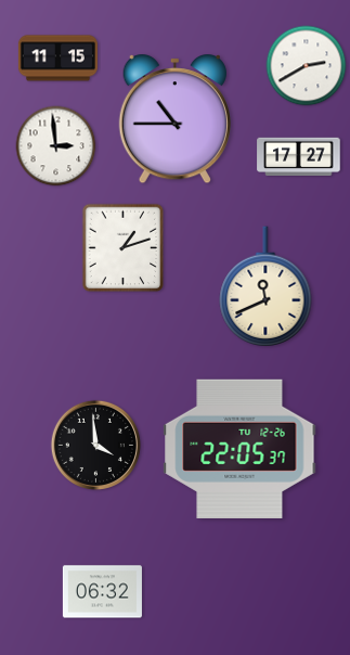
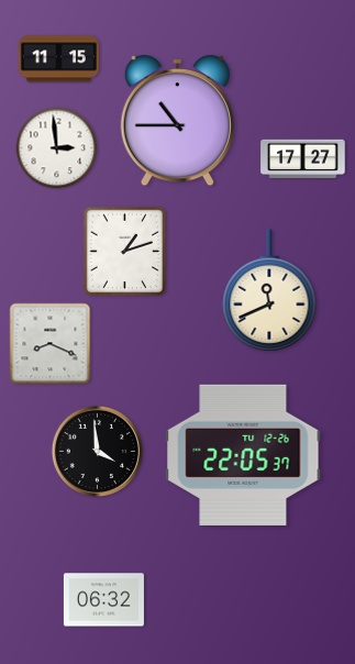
clock at (307, 66): 2:40 -> none
clock at (51, 344): none -> 8:19
